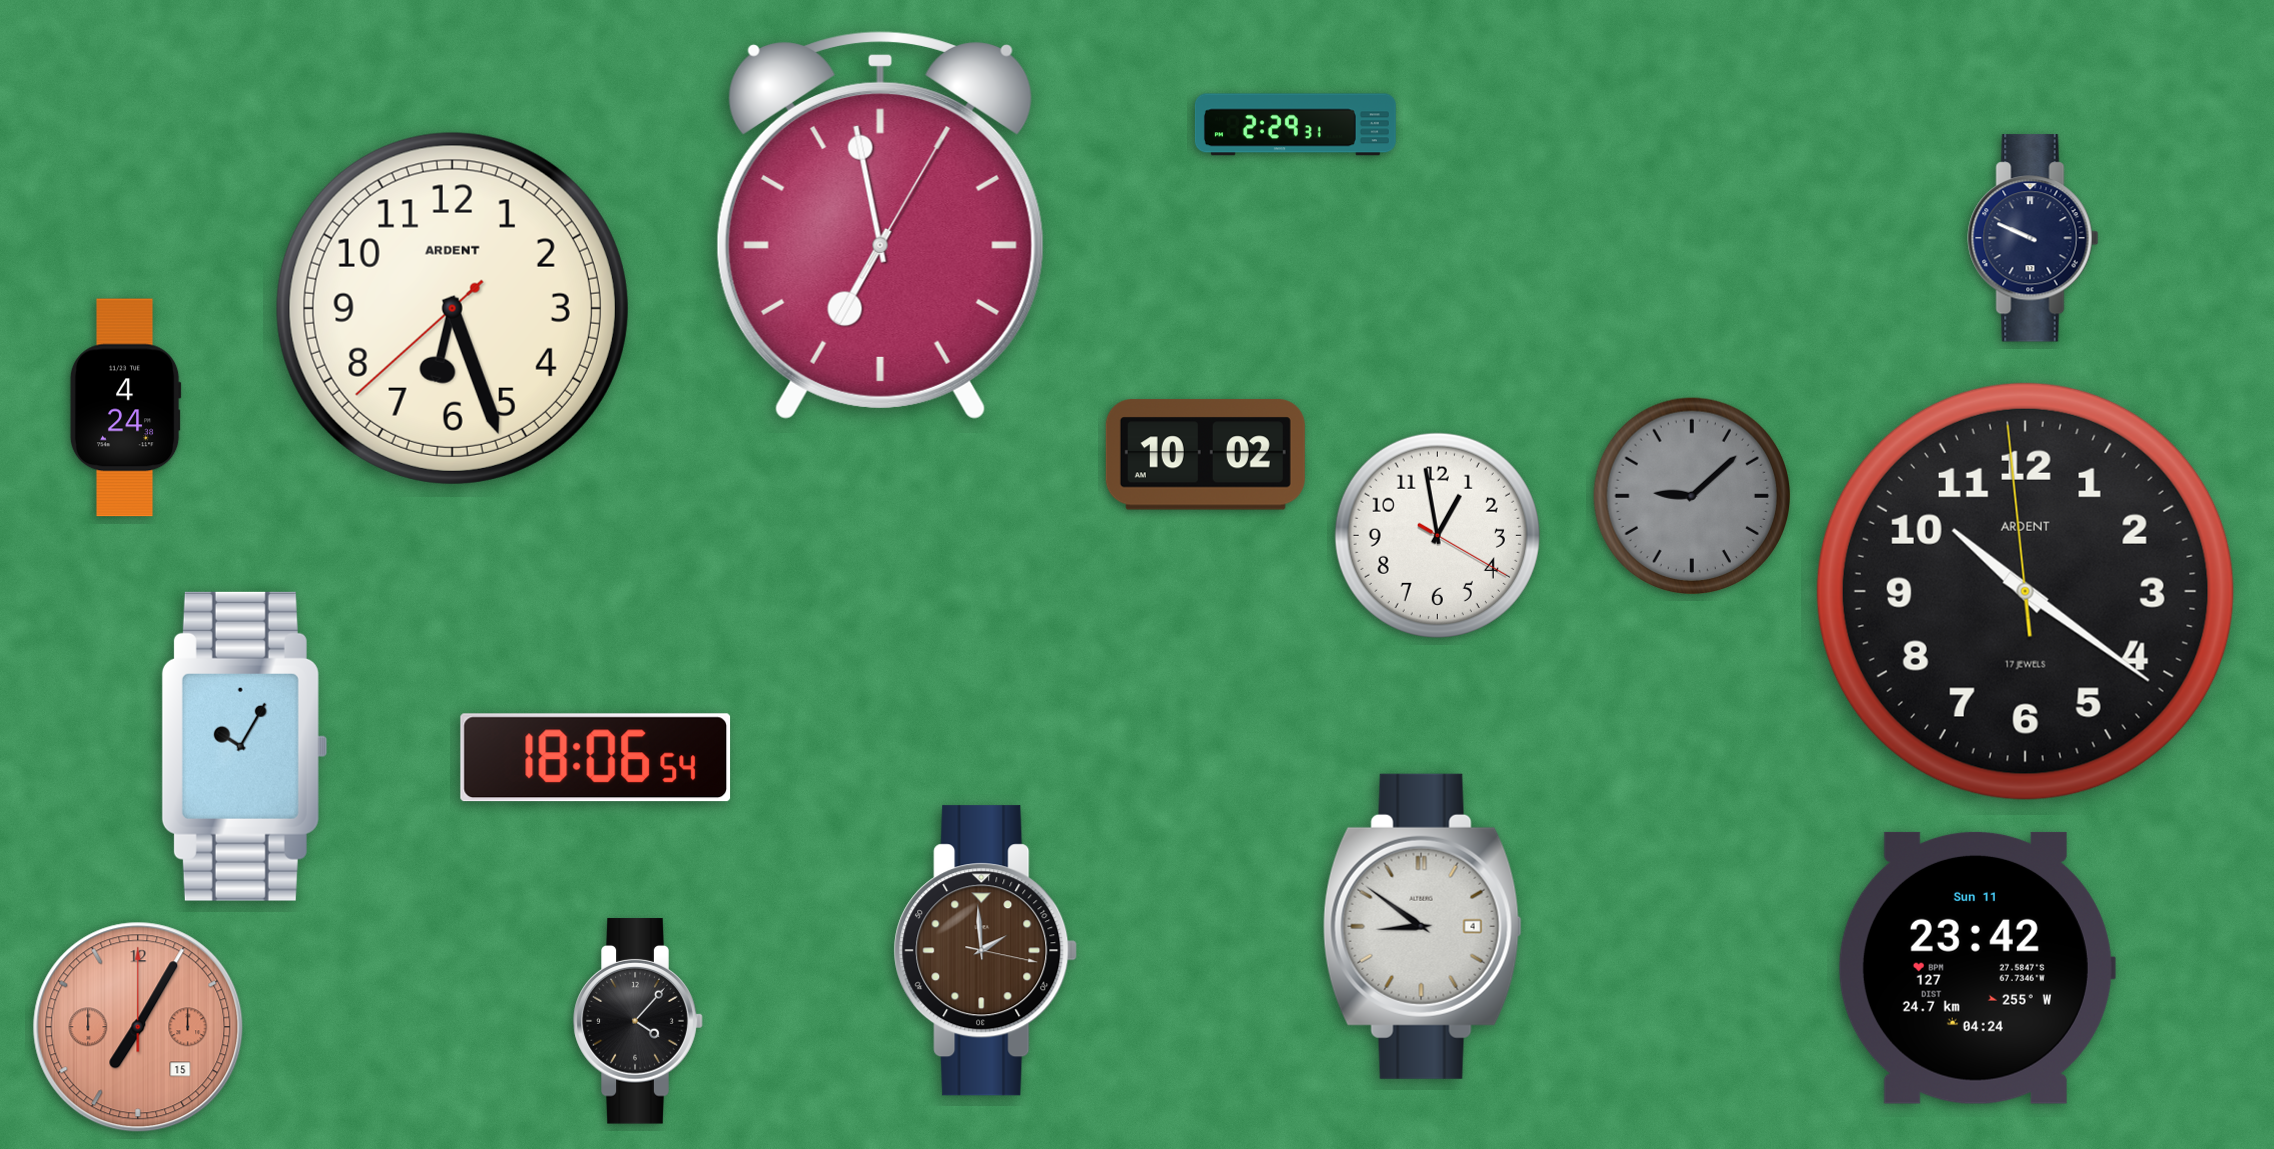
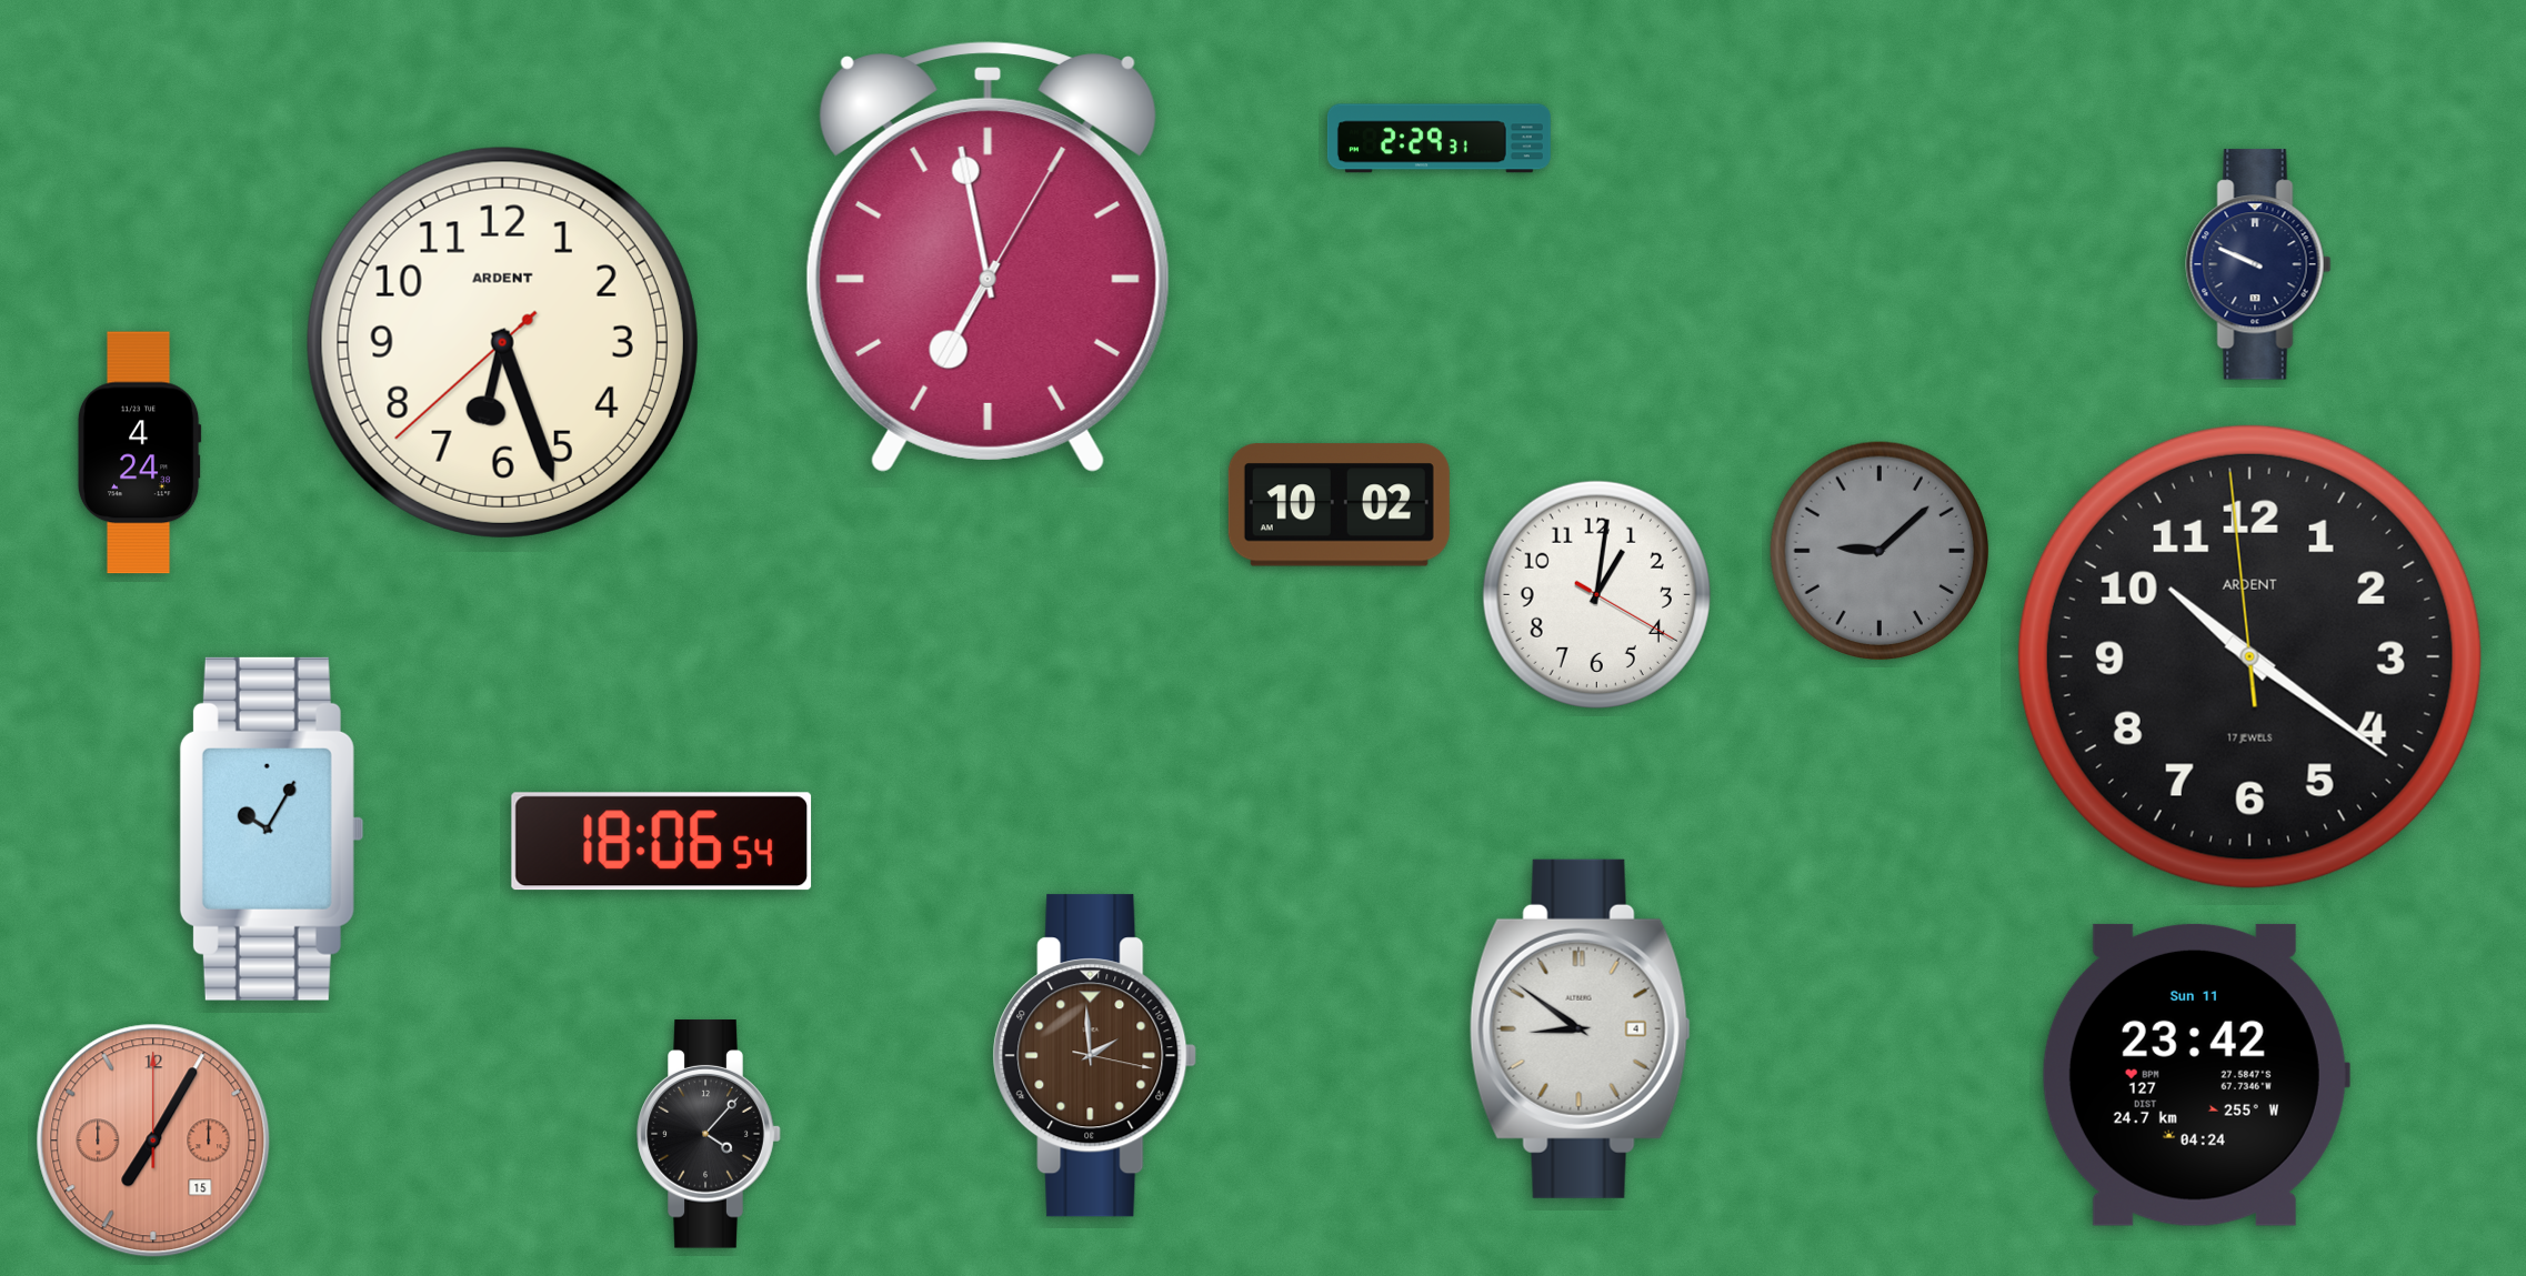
clock at (880, 226) position: (880, 226) -> (988, 258)
clock at (1437, 535): 12:58 -> 1:01
